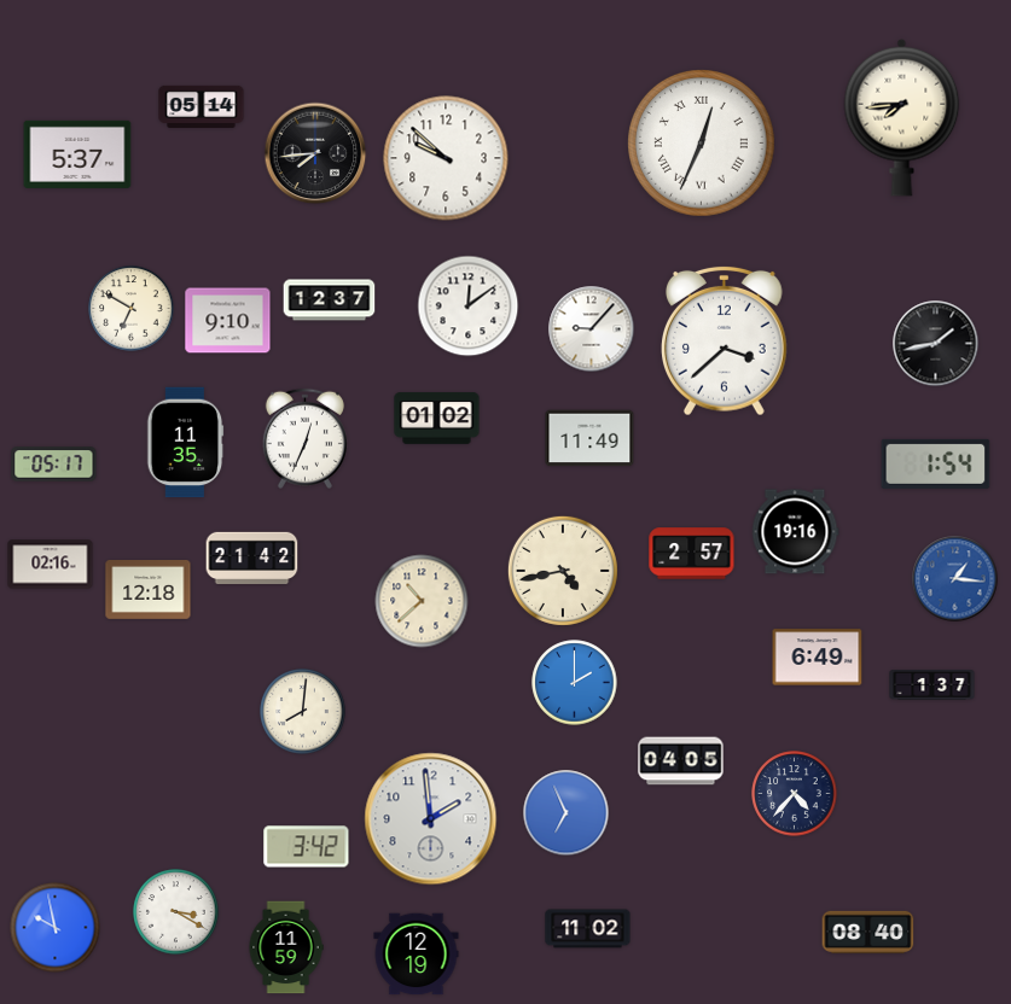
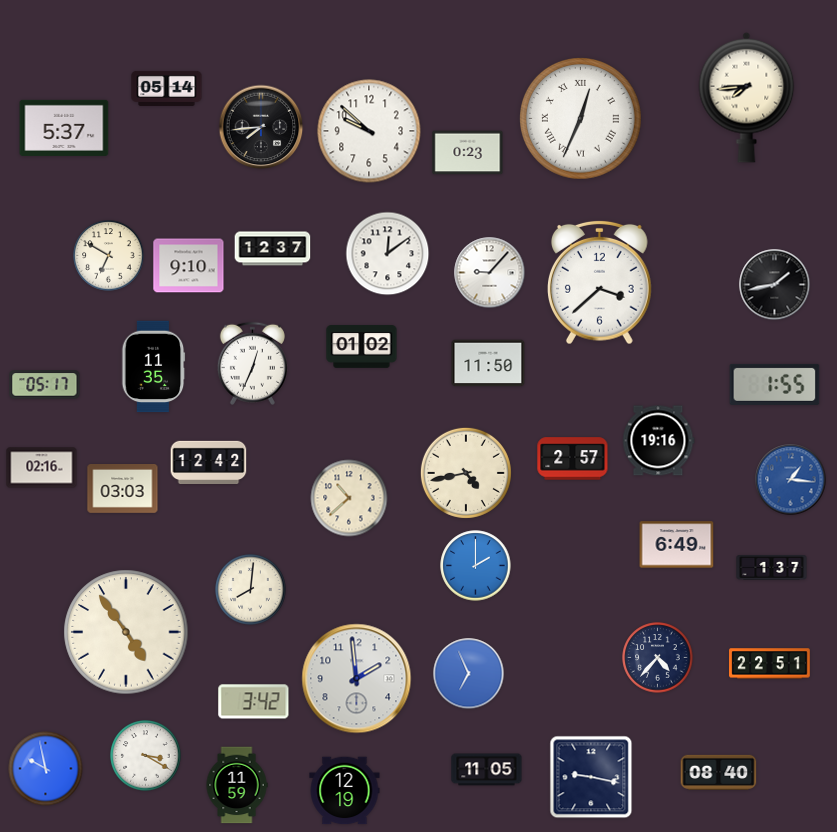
clock at (468, 153): none -> 0:23
clock at (589, 438): 11:49 -> 11:50
clock at (936, 463): 1:54 -> 1:55
clock at (252, 558): 21:42 -> 12:42
clock at (149, 590): 12:18 -> 03:03
clock at (681, 761): 04:05 -> none
clock at (126, 632): none -> 4:54
clock at (770, 664): none -> 22:51
clock at (588, 929): 11:02 -> 11:05
clock at (591, 777): none -> 9:17
